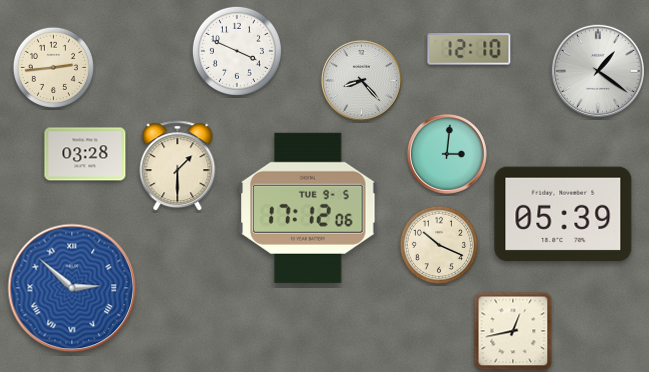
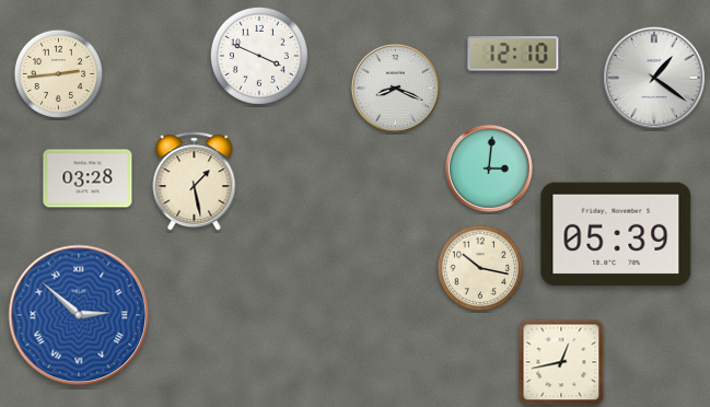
clock at (361, 80): 8:23 -> 8:19
clock at (85, 154) position: (85, 154) -> (88, 178)
clock at (178, 166): 1:30 -> 1:28
clock at (308, 208): 17:12 -> none
clock at (438, 244): 10:19 -> 10:17
